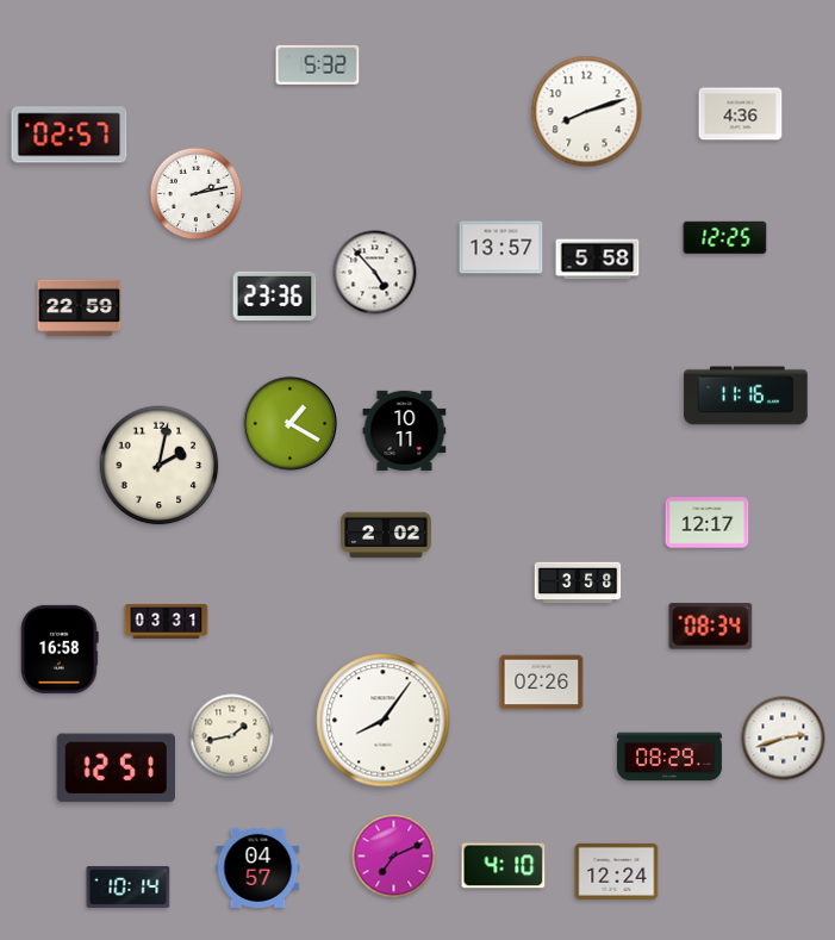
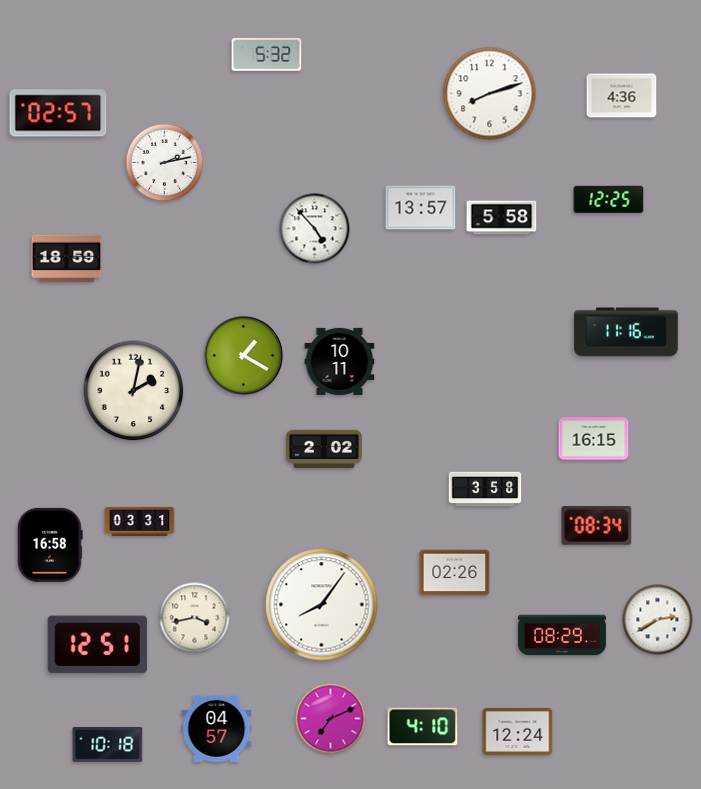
clock at (587, 112) position: (587, 112) -> (490, 94)
clock at (275, 295): 23:36 -> none
clock at (80, 309): 22:59 -> 18:59
clock at (708, 523): 12:17 -> 16:15
clock at (232, 736): 1:43 -> 3:43
clock at (784, 739): 2:42 -> 2:40
clock at (129, 886): 10:14 -> 10:18
